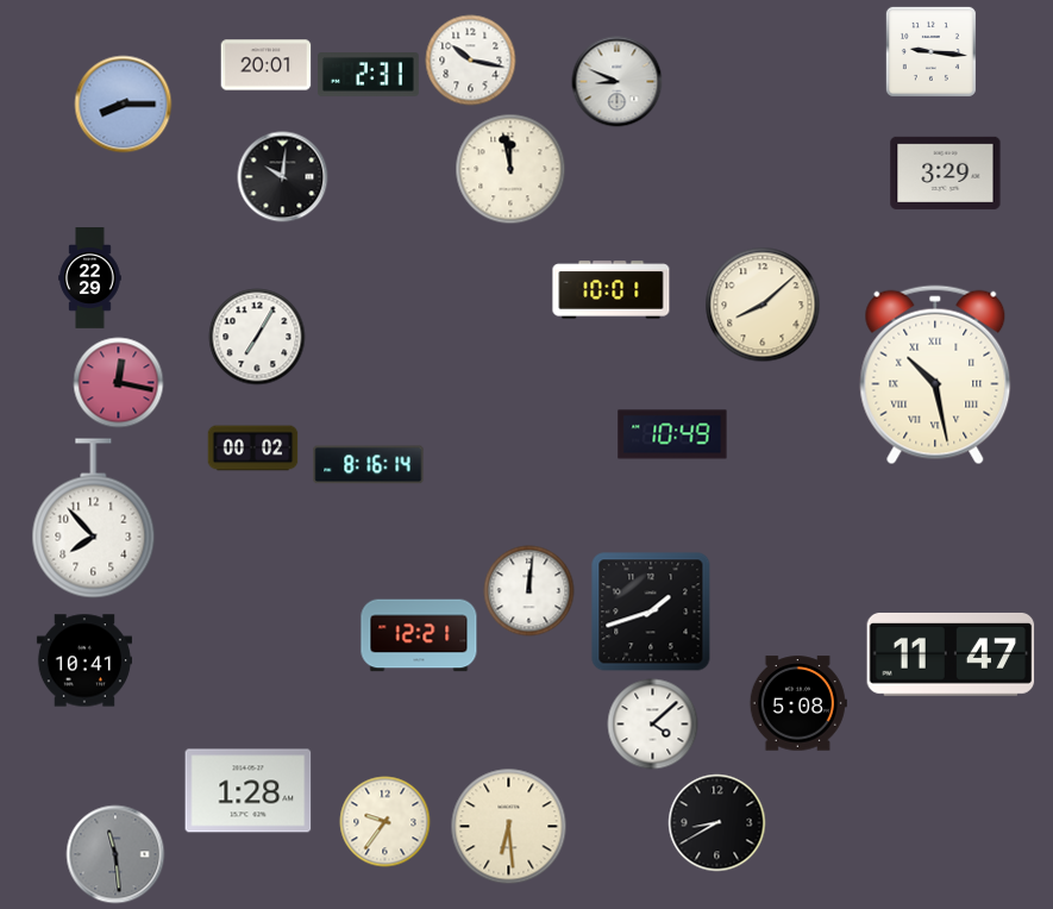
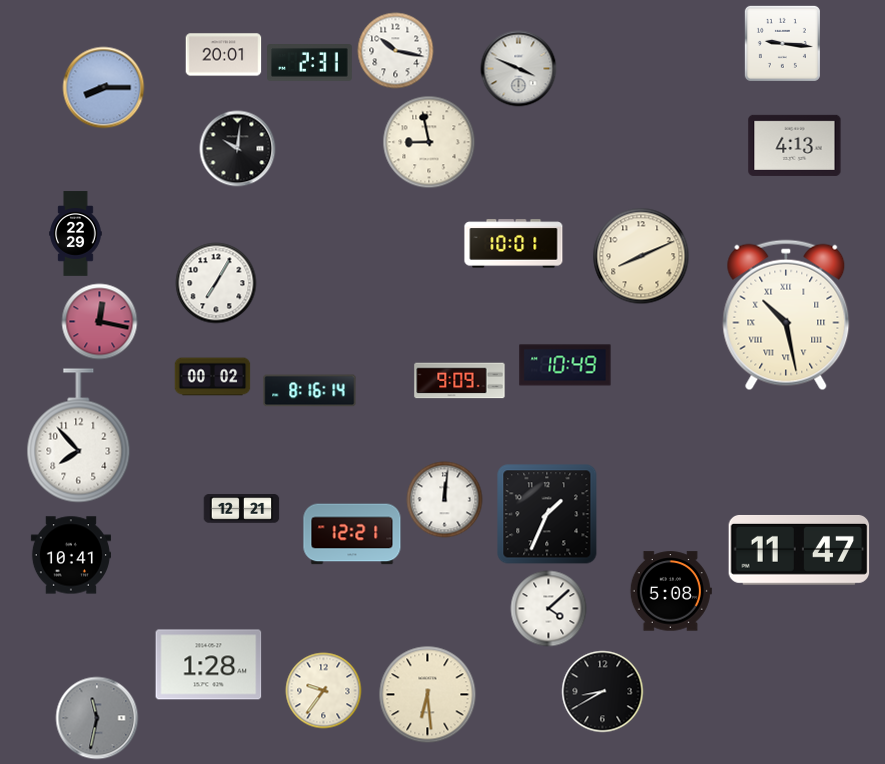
clock at (618, 82): 8:49 -> 3:49
clock at (510, 169): 11:58 -> 8:58
clock at (946, 173): 3:29 -> 4:13
clock at (763, 305): 8:08 -> 8:11
clock at (460, 381): none -> 9:09
clock at (529, 591) position: (529, 591) -> (445, 500)
clock at (242, 509): none -> 12:21
clock at (651, 612): 1:42 -> 1:34
clock at (115, 854): 11:29 -> 11:32
